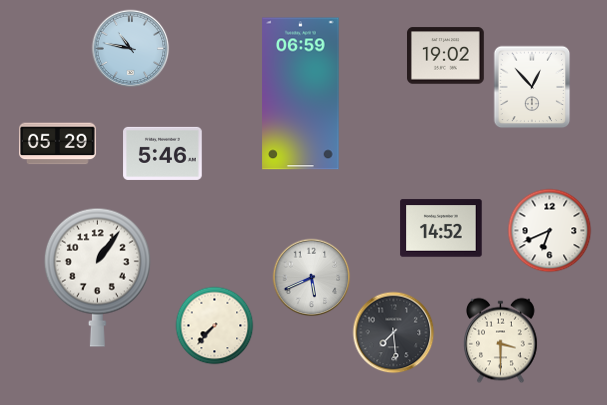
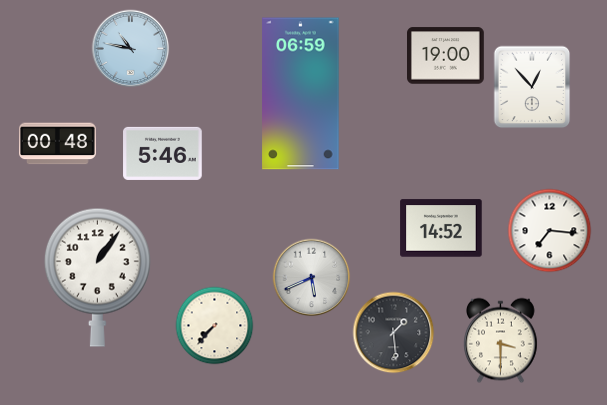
clock at (446, 56): 19:02 -> 19:00
clock at (58, 144): 05:29 -> 00:48
clock at (549, 230): 6:41 -> 7:16
clock at (393, 332): 7:29 -> 1:29
